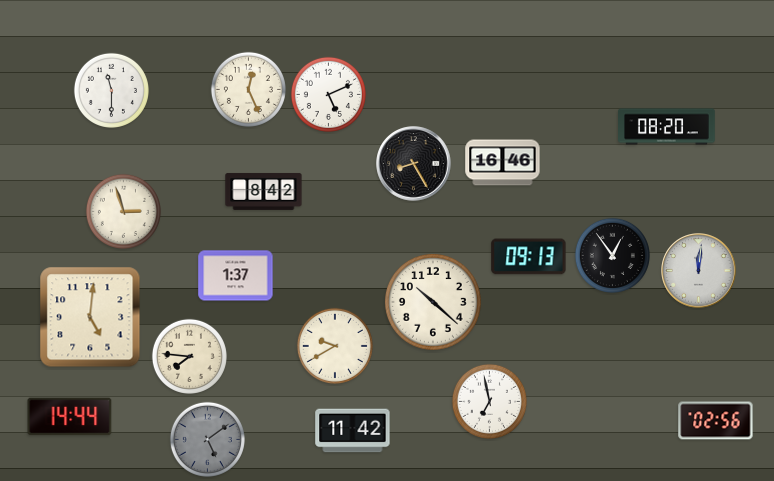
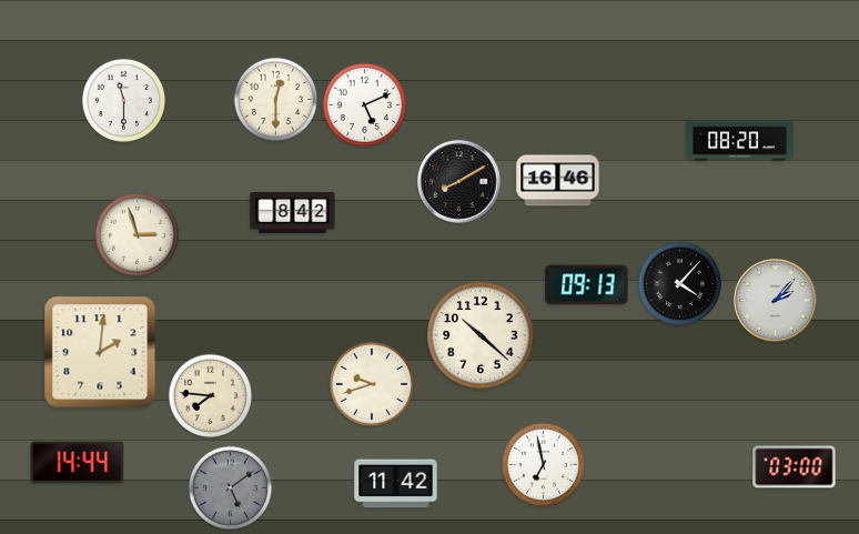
clock at (248, 89): 12:26 -> 12:30
clock at (414, 164): 8:25 -> 8:10
clock at (612, 255): 12:54 -> 4:07
clock at (699, 271): 12:01 -> 2:07
clock at (236, 276): 1:37 -> none
clock at (90, 317): 5:01 -> 2:01
clock at (335, 346): 9:40 -> 9:42
clock at (489, 401) position: (489, 401) -> (543, 464)
clock at (716, 421): 02:56 -> 03:00
clock at (353, 431) position: (353, 431) -> (396, 484)
